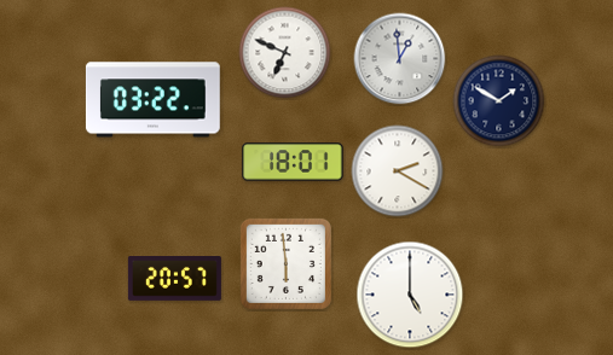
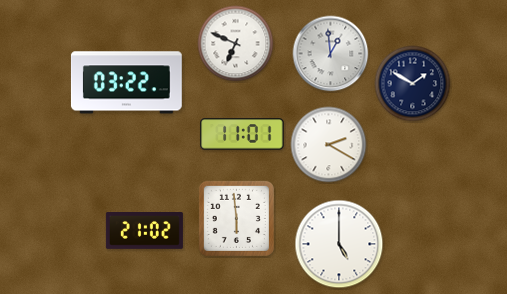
clock at (400, 59) position: (400, 59) -> (331, 54)
clock at (293, 162): 18:01 -> 11:01
clock at (398, 171) position: (398, 171) -> (329, 145)
clock at (174, 279): 20:57 -> 21:02
